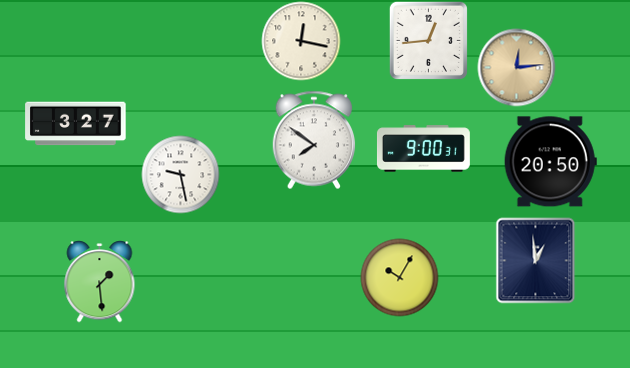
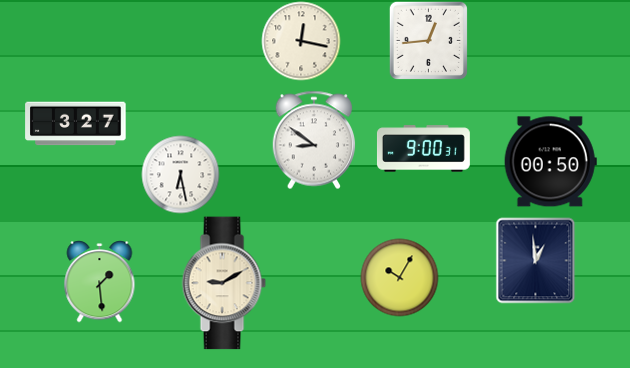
clock at (516, 67): 12:14 -> none
clock at (314, 140): 7:51 -> 8:51
clock at (550, 162): 20:50 -> 00:50
clock at (180, 174): 9:28 -> 6:28
clock at (224, 283): none -> 9:10
